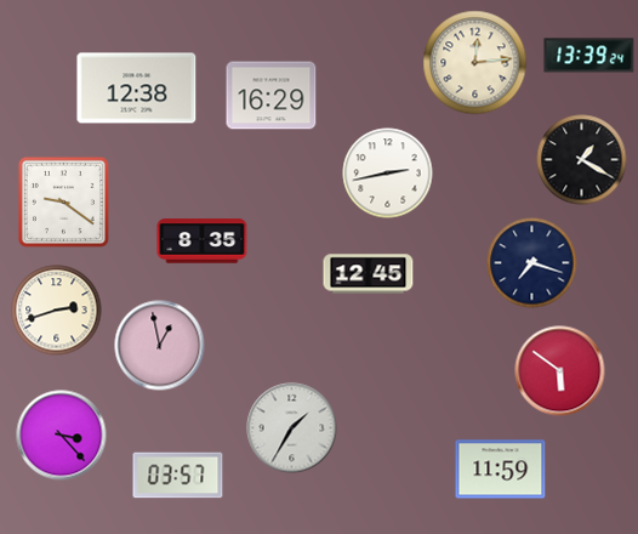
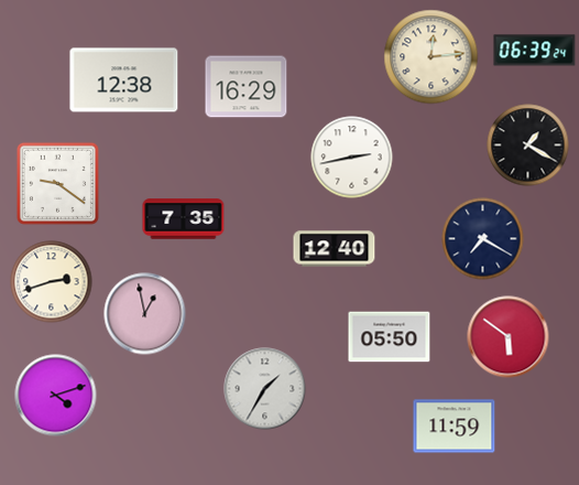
clock at (589, 56): 13:39 -> 06:39
clock at (203, 242): 8:35 -> 7:35
clock at (532, 263): 7:18 -> 7:20
clock at (369, 274): 12:45 -> 12:40
clock at (390, 337): none -> 05:50
clock at (62, 436): 3:23 -> 4:12
clock at (178, 476): 03:57 -> none
